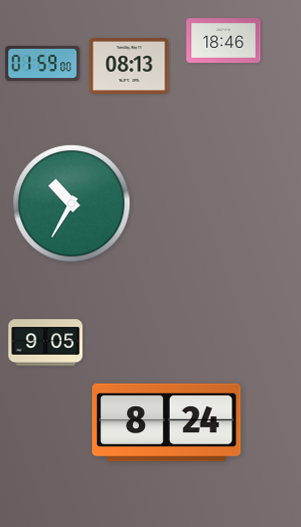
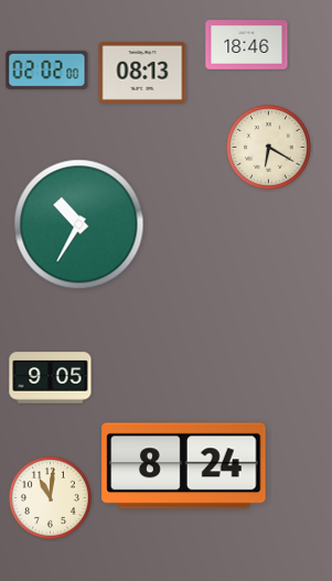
clock at (43, 63): 01:59 -> 02:02
clock at (269, 148): none -> 6:20
clock at (50, 497): none -> 11:01
